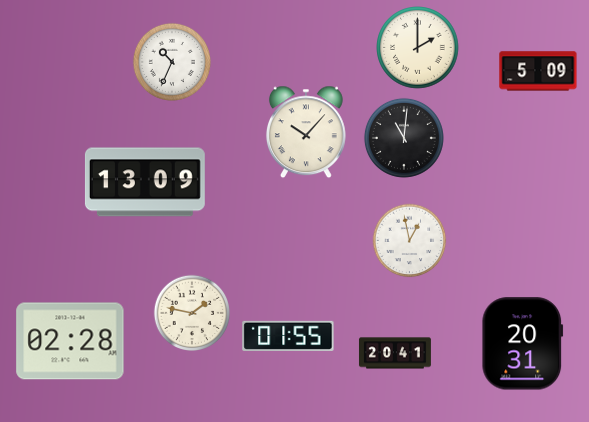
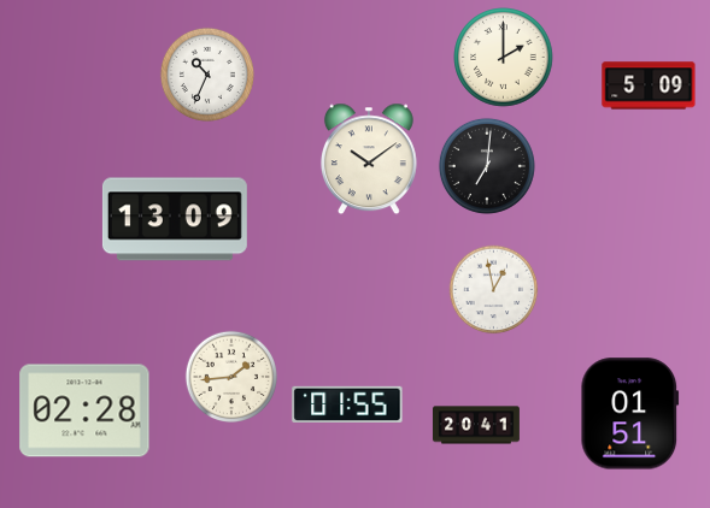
clock at (306, 132): 10:07 -> 10:09
clock at (404, 138): 11:01 -> 7:01
clock at (191, 312): 1:47 -> 1:44
clock at (523, 344): 20:31 -> 01:51
